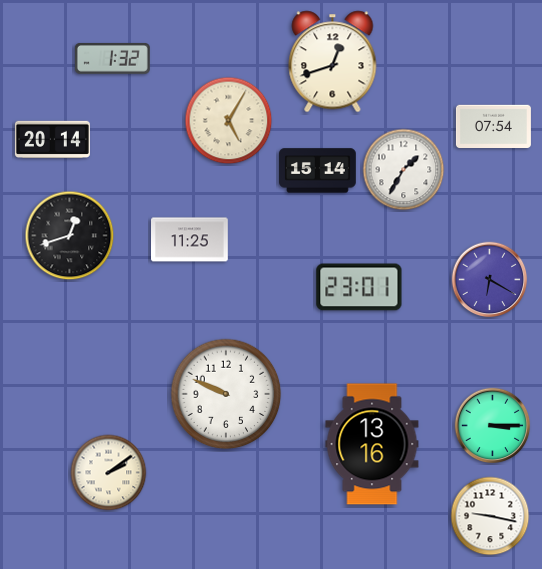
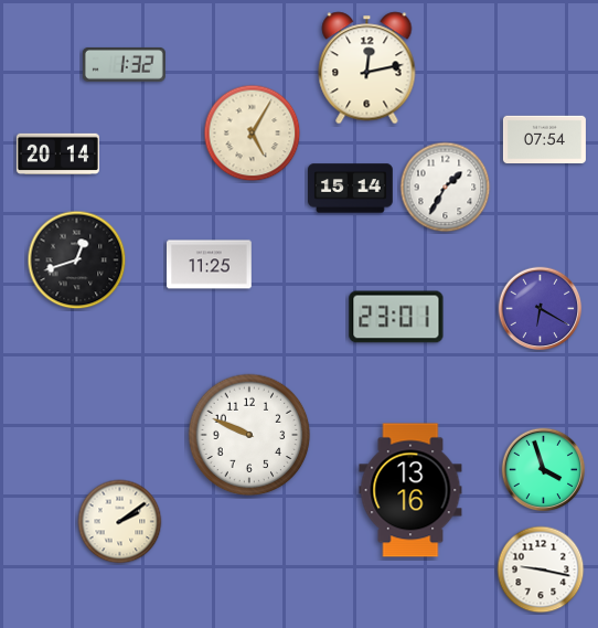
clock at (333, 62): 12:42 -> 12:13
clock at (493, 426): 3:15 -> 3:57
